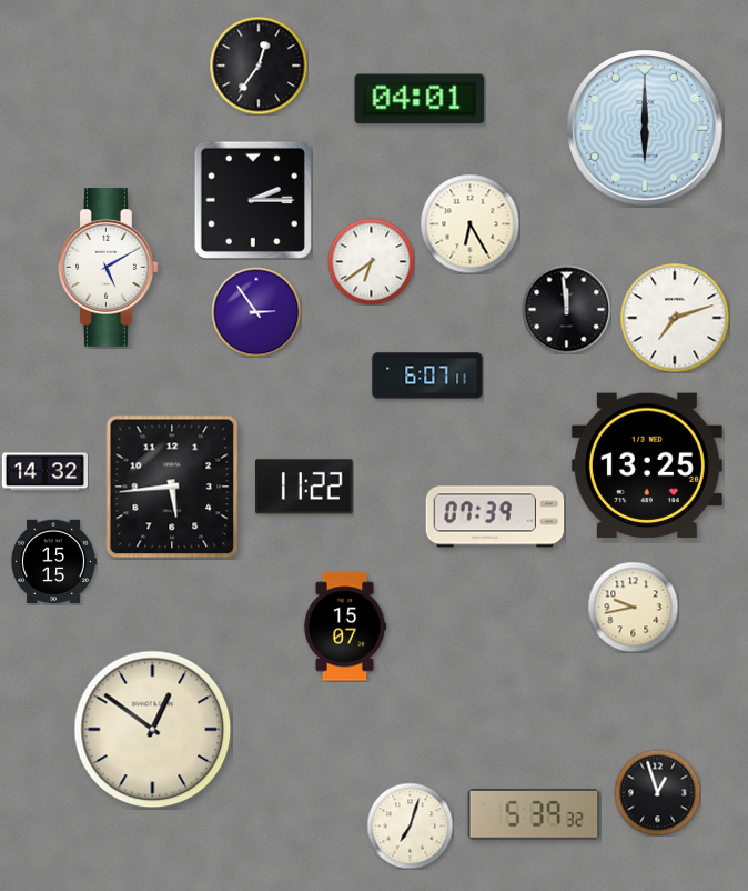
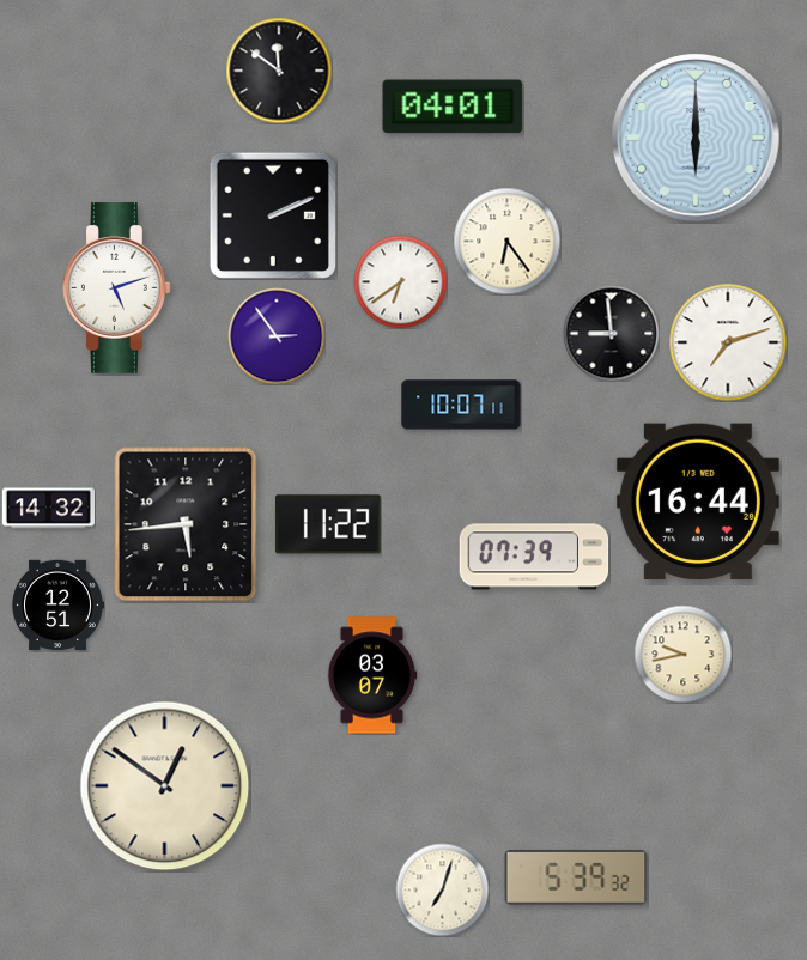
clock at (259, 66): 12:36 -> 11:51
clock at (253, 200): 2:15 -> 2:11
clock at (469, 223): 6:25 -> 6:24
clock at (109, 268): 5:10 -> 5:12
clock at (566, 309): 11:59 -> 8:59
clock at (427, 376): 6:07 -> 10:07
clock at (647, 465): 13:25 -> 16:44
clock at (54, 562): 15:15 -> 12:51
clock at (345, 627): 15:07 -> 03:07
clock at (657, 792): 12:57 -> none
